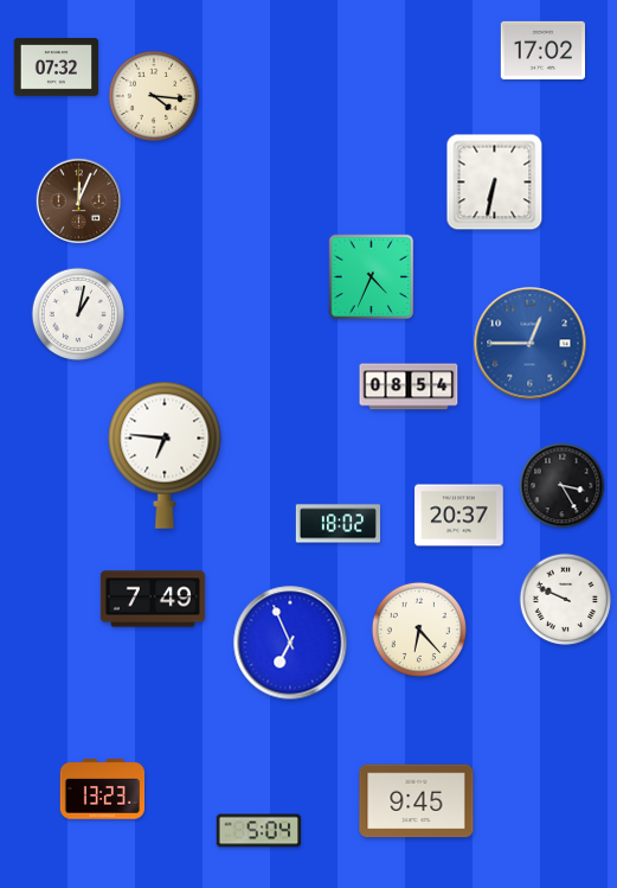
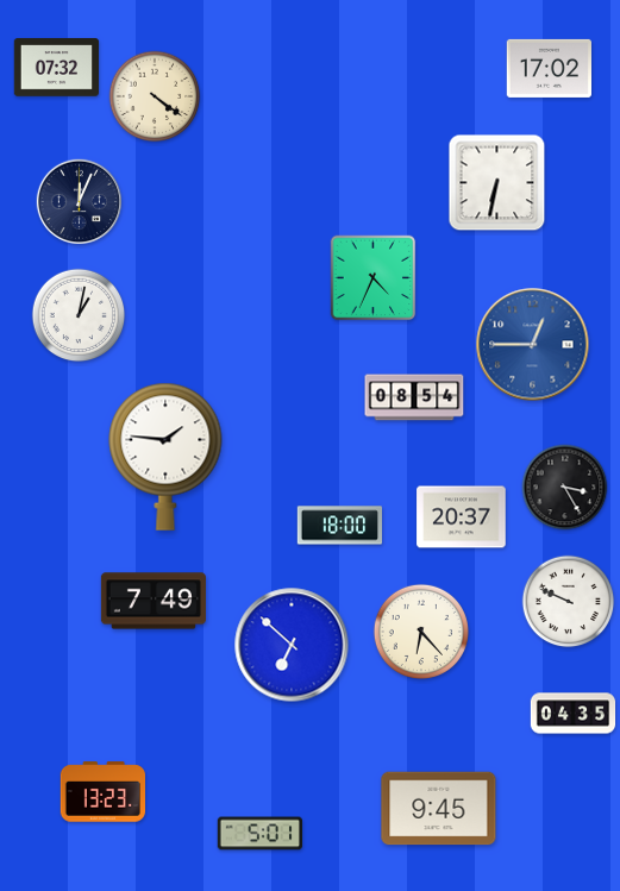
clock at (542, 50) position: (542, 50) -> (549, 68)
clock at (154, 96): 4:16 -> 4:21
clock at (79, 202) dial: brown -> navy
clock at (409, 386) position: (409, 386) -> (414, 397)
clock at (165, 455): 6:46 -> 1:46
clock at (338, 524): 18:02 -> 18:00
clock at (290, 643): 6:56 -> 6:52
clock at (574, 714): none -> 04:35
clock at (417, 801) position: (417, 801) -> (439, 809)
clock at (258, 831): 5:04 -> 5:01
